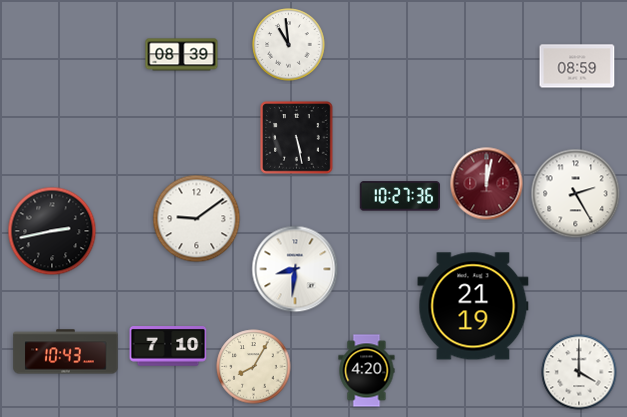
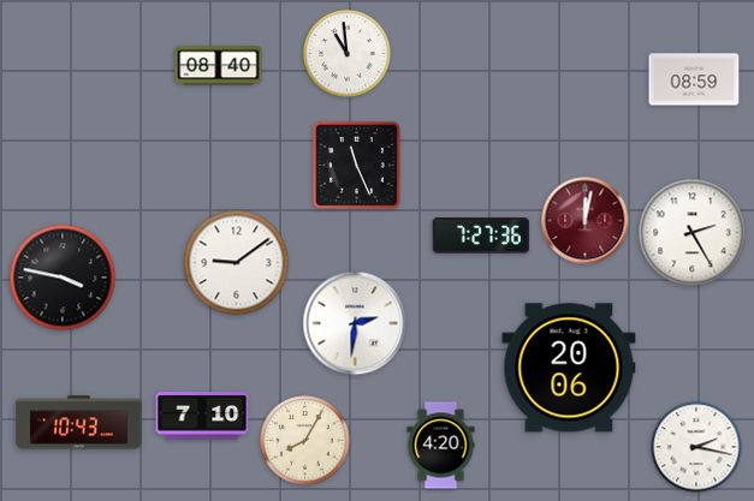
clock at (182, 55): 08:39 -> 08:40
clock at (297, 138): 5:28 -> 11:26
clock at (399, 196): 10:27 -> 7:27
clock at (52, 231): 2:43 -> 3:47
clock at (295, 269): 8:31 -> 2:31
clock at (473, 306): 21:19 -> 20:06
clock at (579, 372): 4:00 -> 2:17
